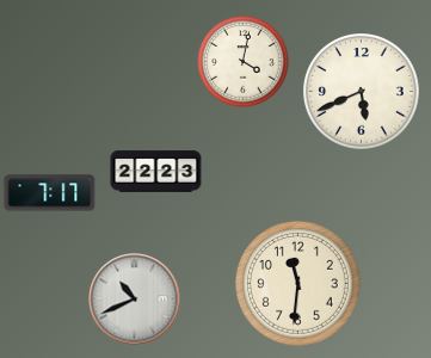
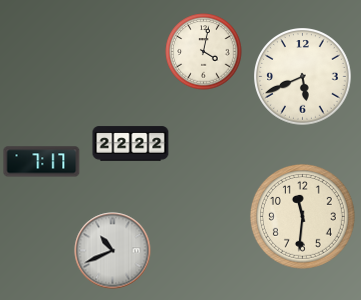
clock at (156, 172): 22:23 -> 22:22
clock at (297, 283) position: (297, 283) -> (302, 216)
